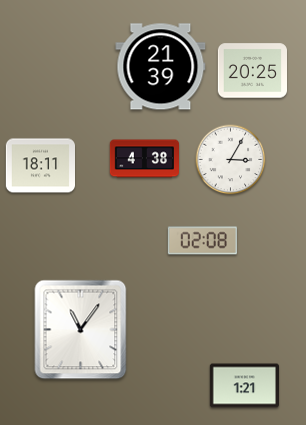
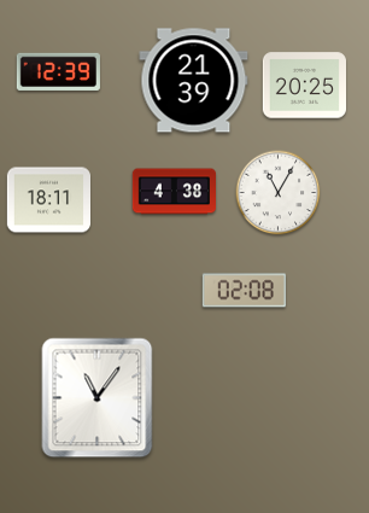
clock at (58, 71): none -> 12:39
clock at (231, 160): 3:05 -> 11:05
clock at (244, 386): 1:21 -> none
